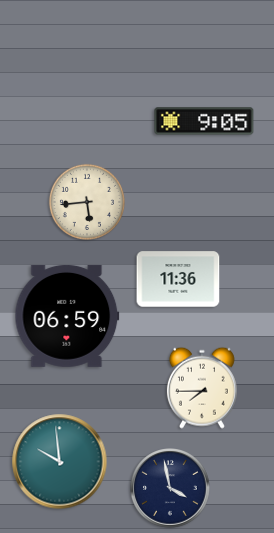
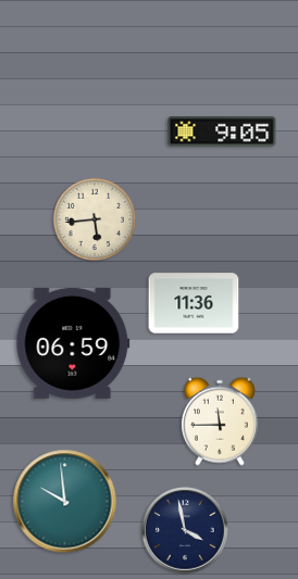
clock at (202, 388): 7:45 -> 11:45
